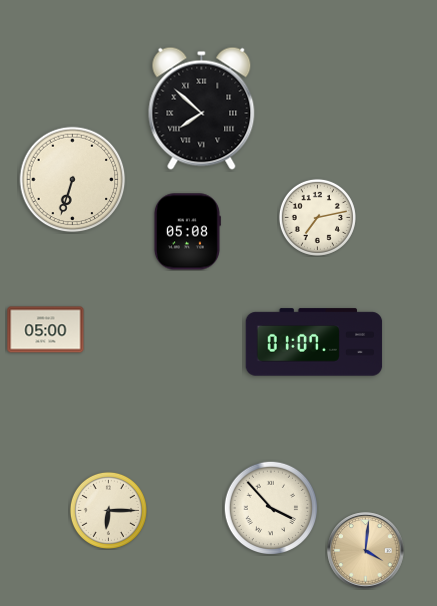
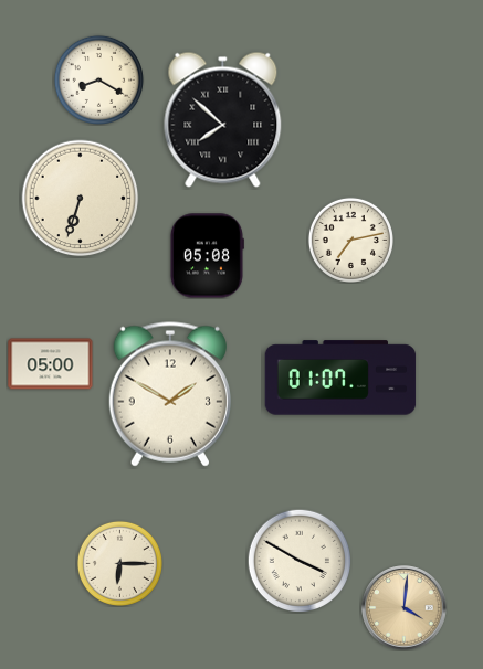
clock at (98, 79): none -> 8:20
clock at (314, 342) position: (314, 342) -> (340, 378)
clock at (170, 394): none -> 1:50
clock at (271, 508): 3:53 -> 3:50
